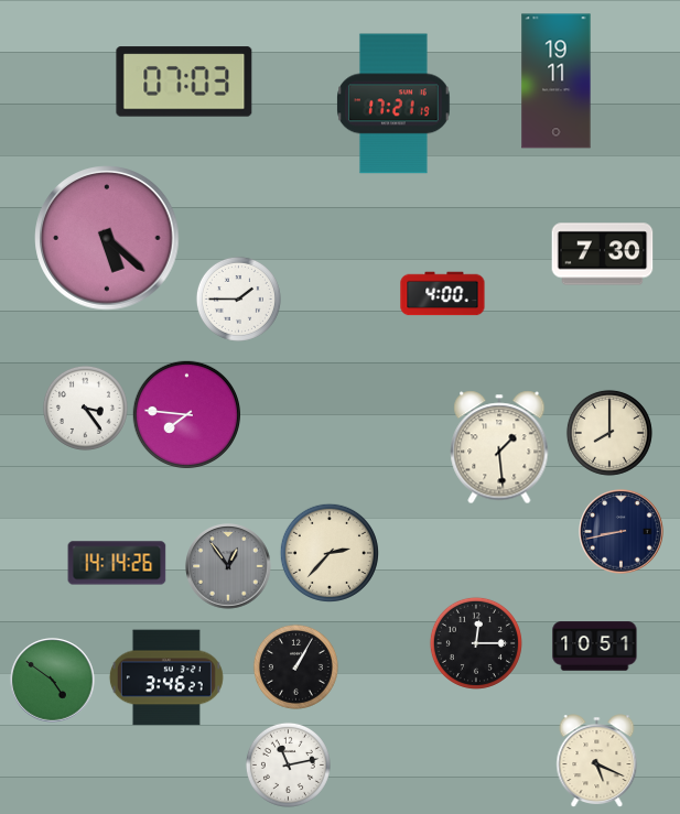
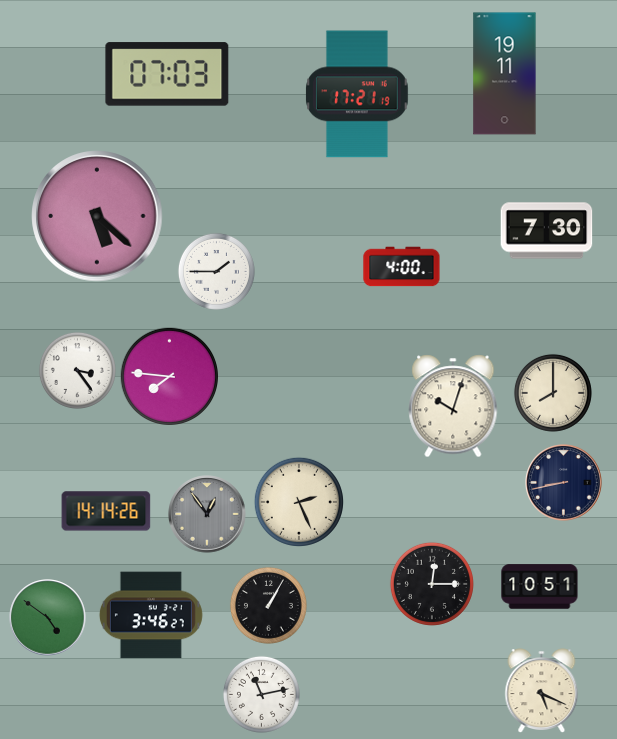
clock at (499, 447): 1:29 -> 10:03
clock at (330, 553): 2:37 -> 2:26
